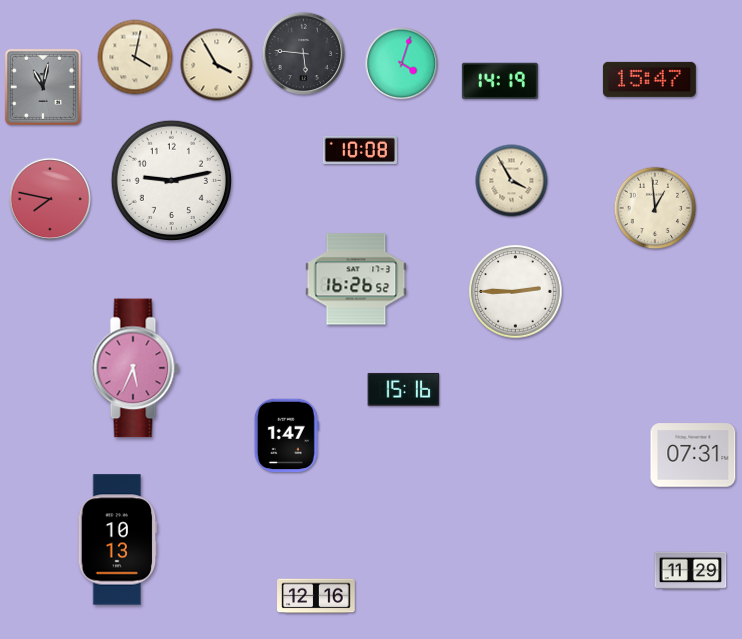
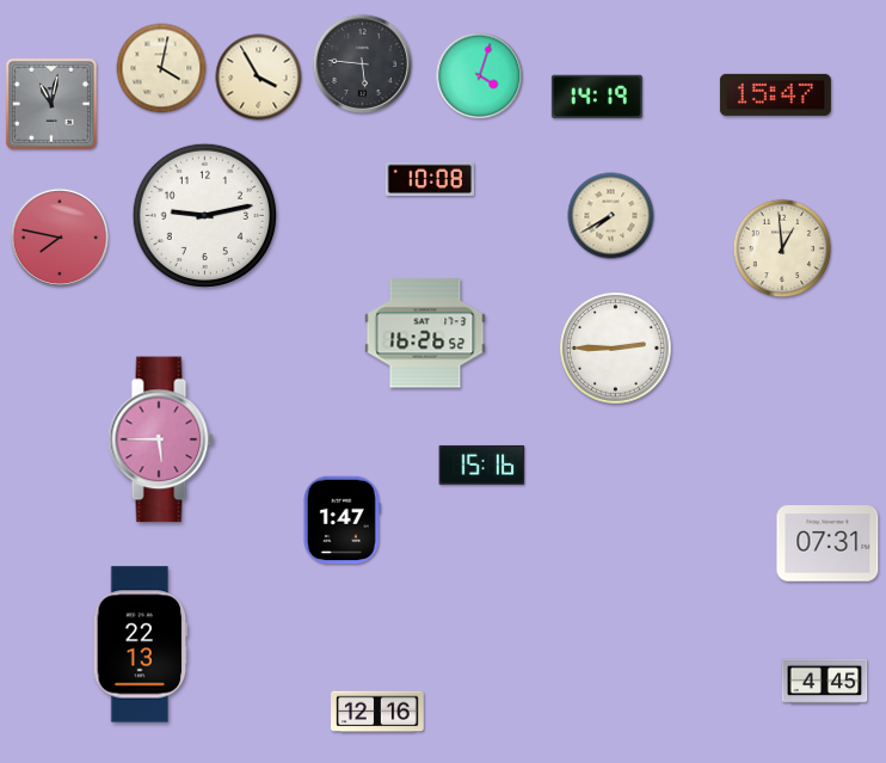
clock at (512, 181): 3:55 -> 7:40
clock at (135, 368): 5:34 -> 5:45
clock at (118, 540): 10:13 -> 22:13
clock at (691, 571): 11:29 -> 4:45
